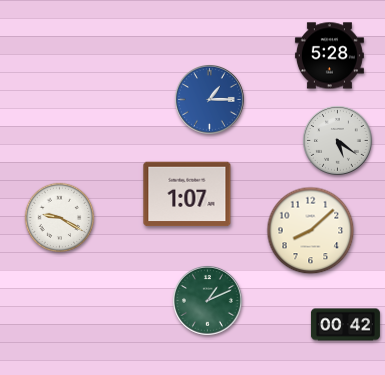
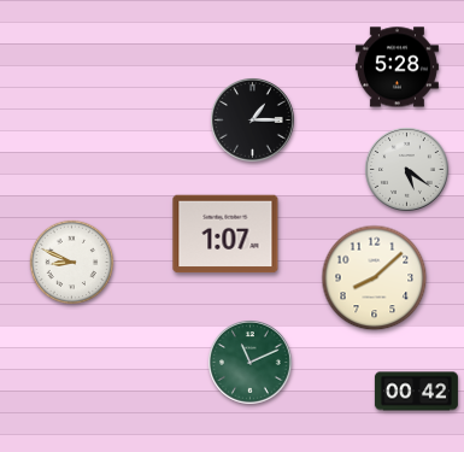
clock at (210, 100) dial: blue -> black
clock at (60, 218): 9:20 -> 8:49
clock at (208, 301): 1:11 -> 11:11
